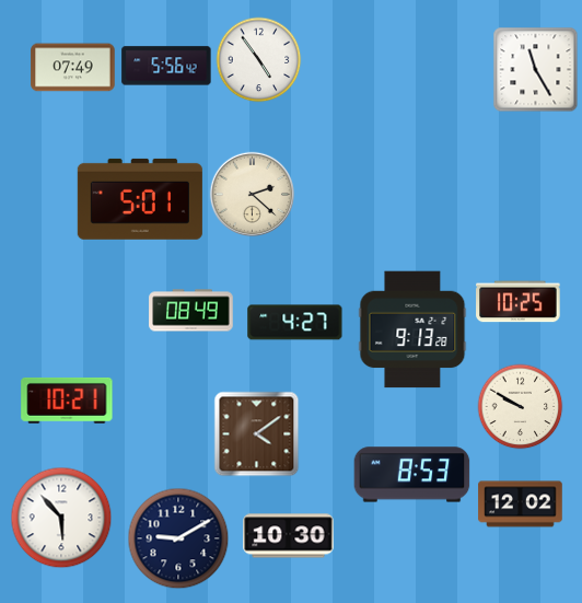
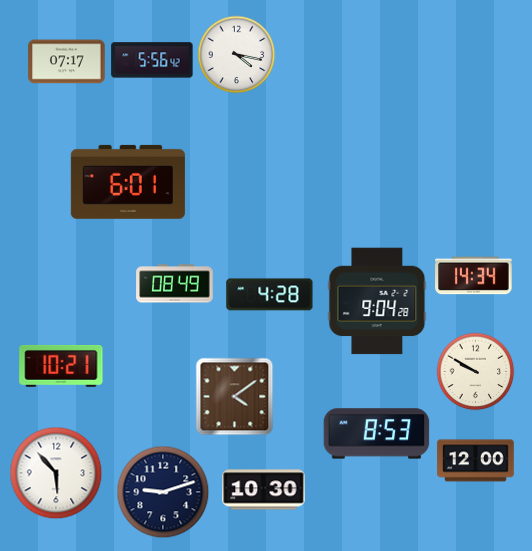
clock at (258, 59): 4:54 -> 4:17
clock at (73, 68): 07:49 -> 07:17
clock at (535, 69): 11:25 -> none
clock at (252, 194): 2:22 -> none
clock at (140, 199): 5:01 -> 6:01
clock at (519, 302): 10:25 -> 14:34
clock at (295, 323): 4:27 -> 4:28
clock at (412, 329): 9:13 -> 9:04
clock at (521, 505): 12:02 -> 12:00
clock at (178, 538): 9:10 -> 9:12
